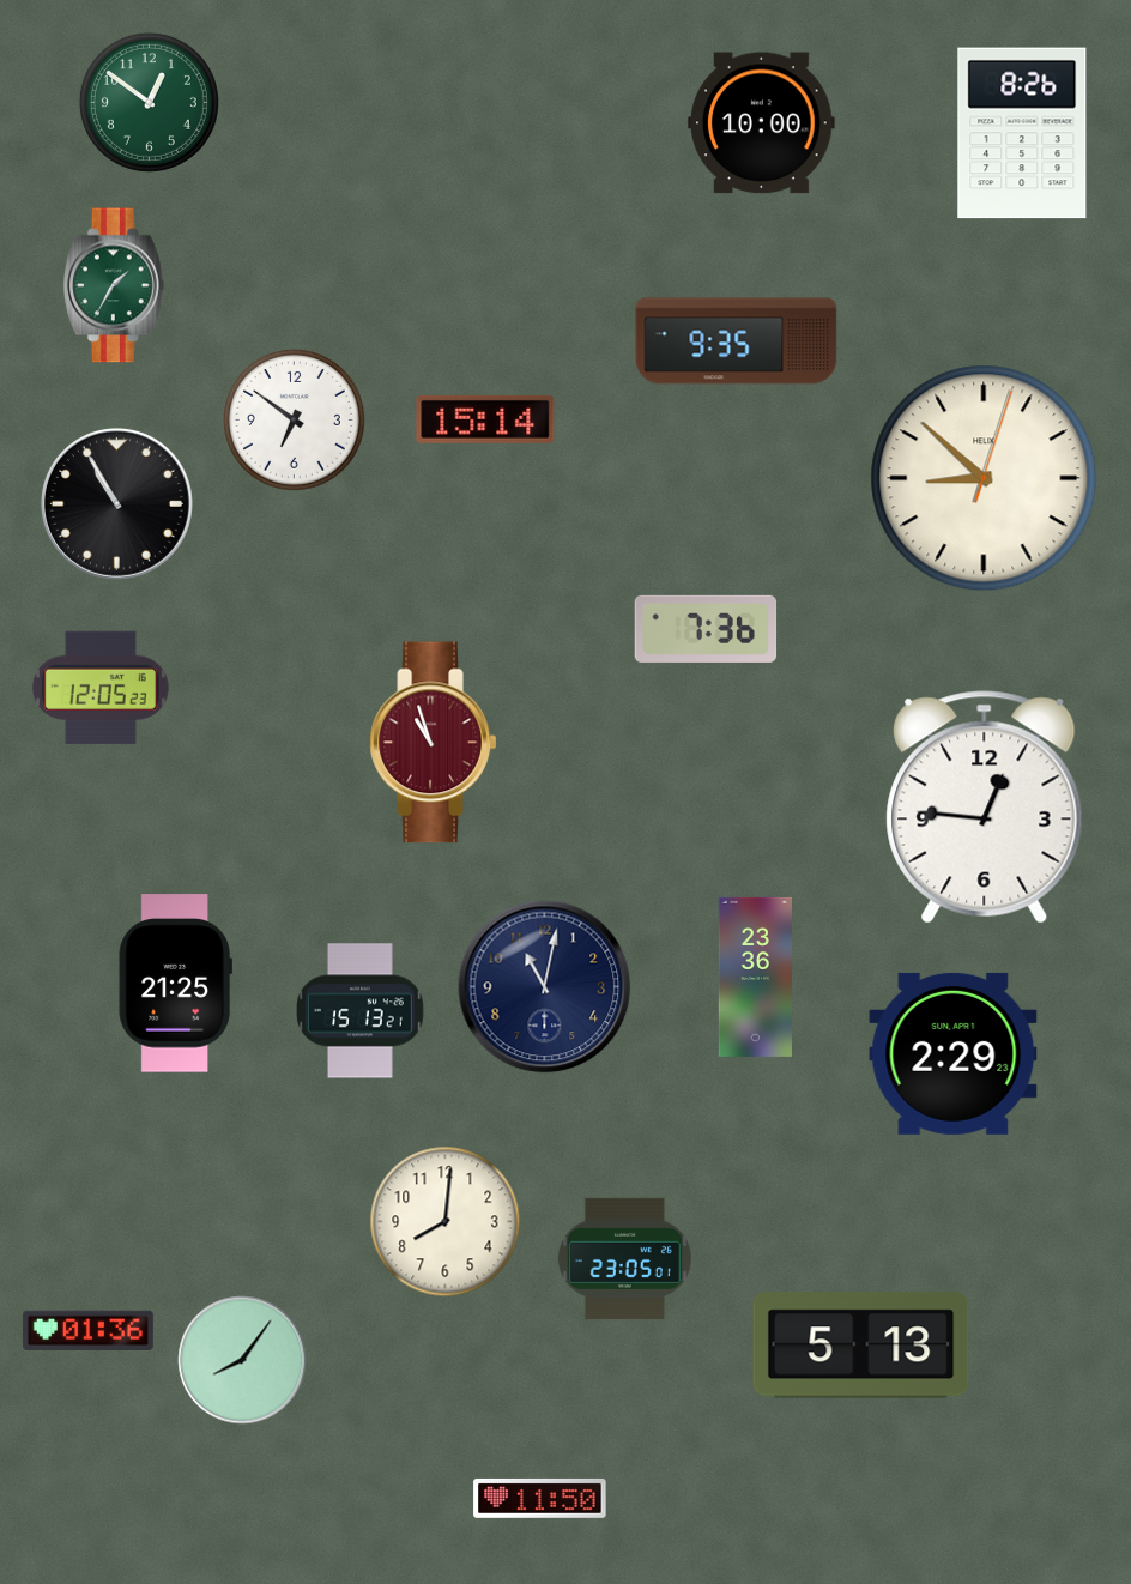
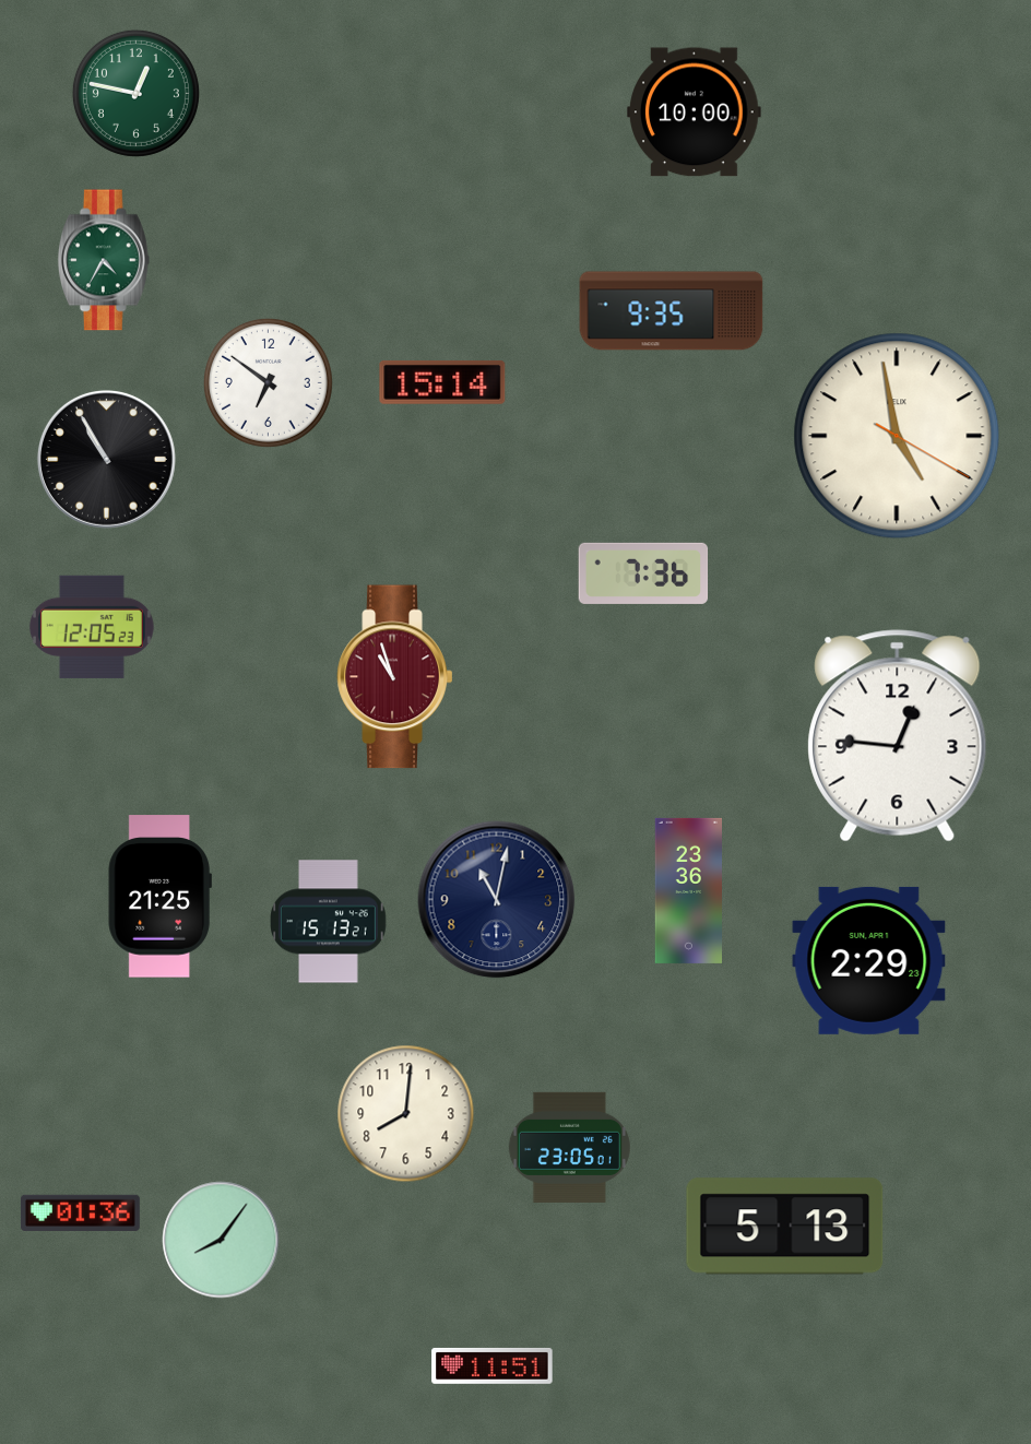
clock at (149, 102): 12:51 -> 12:47
clock at (1022, 133): 8:26 -> none
clock at (114, 285): 1:35 -> 4:35
clock at (984, 478): 8:52 -> 4:58
clock at (540, 1498): 11:50 -> 11:51
